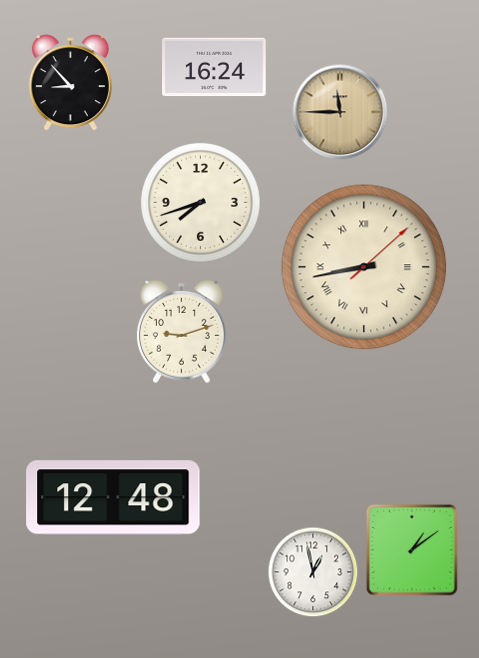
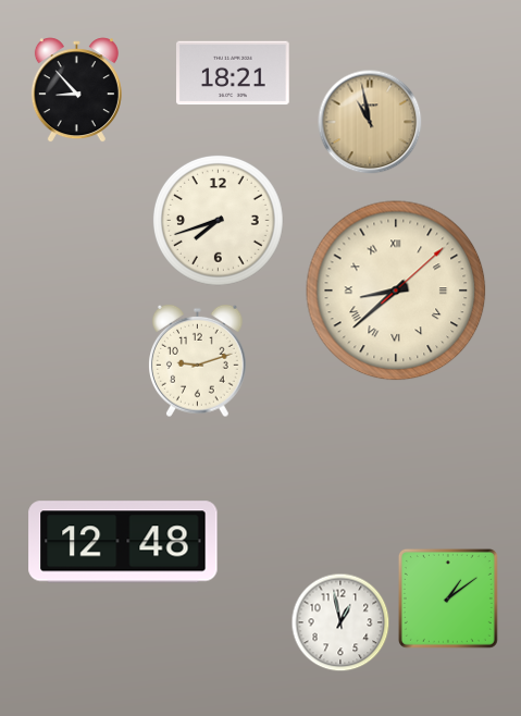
clock at (215, 67): 16:24 -> 18:21
clock at (340, 112): 11:45 -> 10:58
clock at (364, 267): 8:43 -> 8:38
